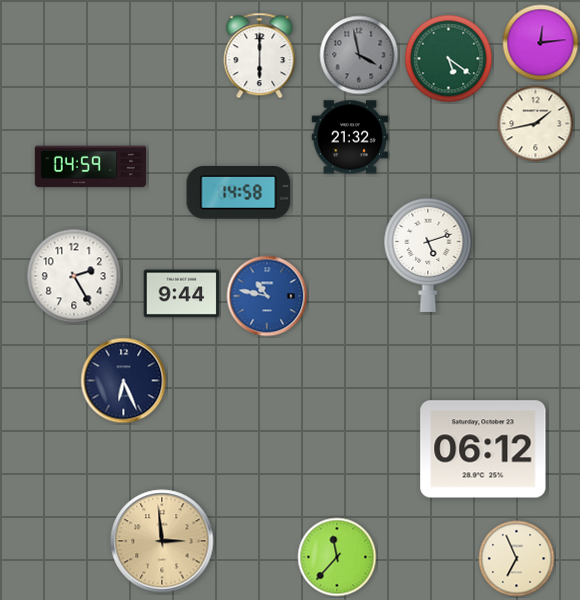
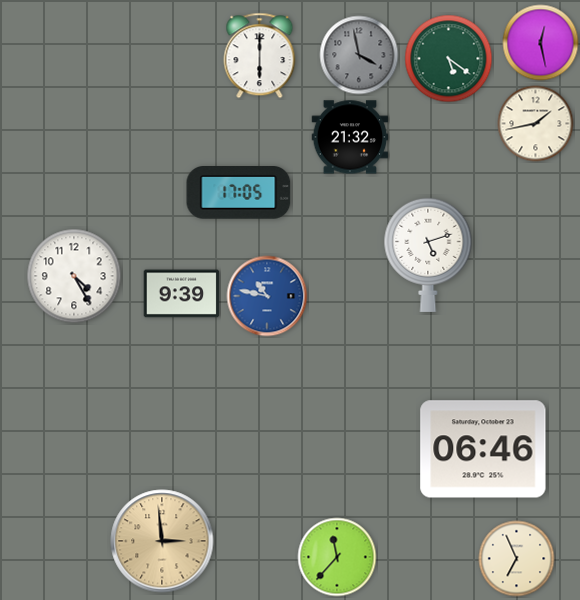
clock at (541, 43): 12:14 -> 12:28
clock at (91, 167): 04:59 -> none
clock at (239, 193): 14:58 -> 17:05
clock at (74, 276): 2:25 -> 4:25
clock at (182, 294): 9:44 -> 9:39
clock at (124, 381): 6:26 -> none
clock at (483, 449): 06:12 -> 06:46
